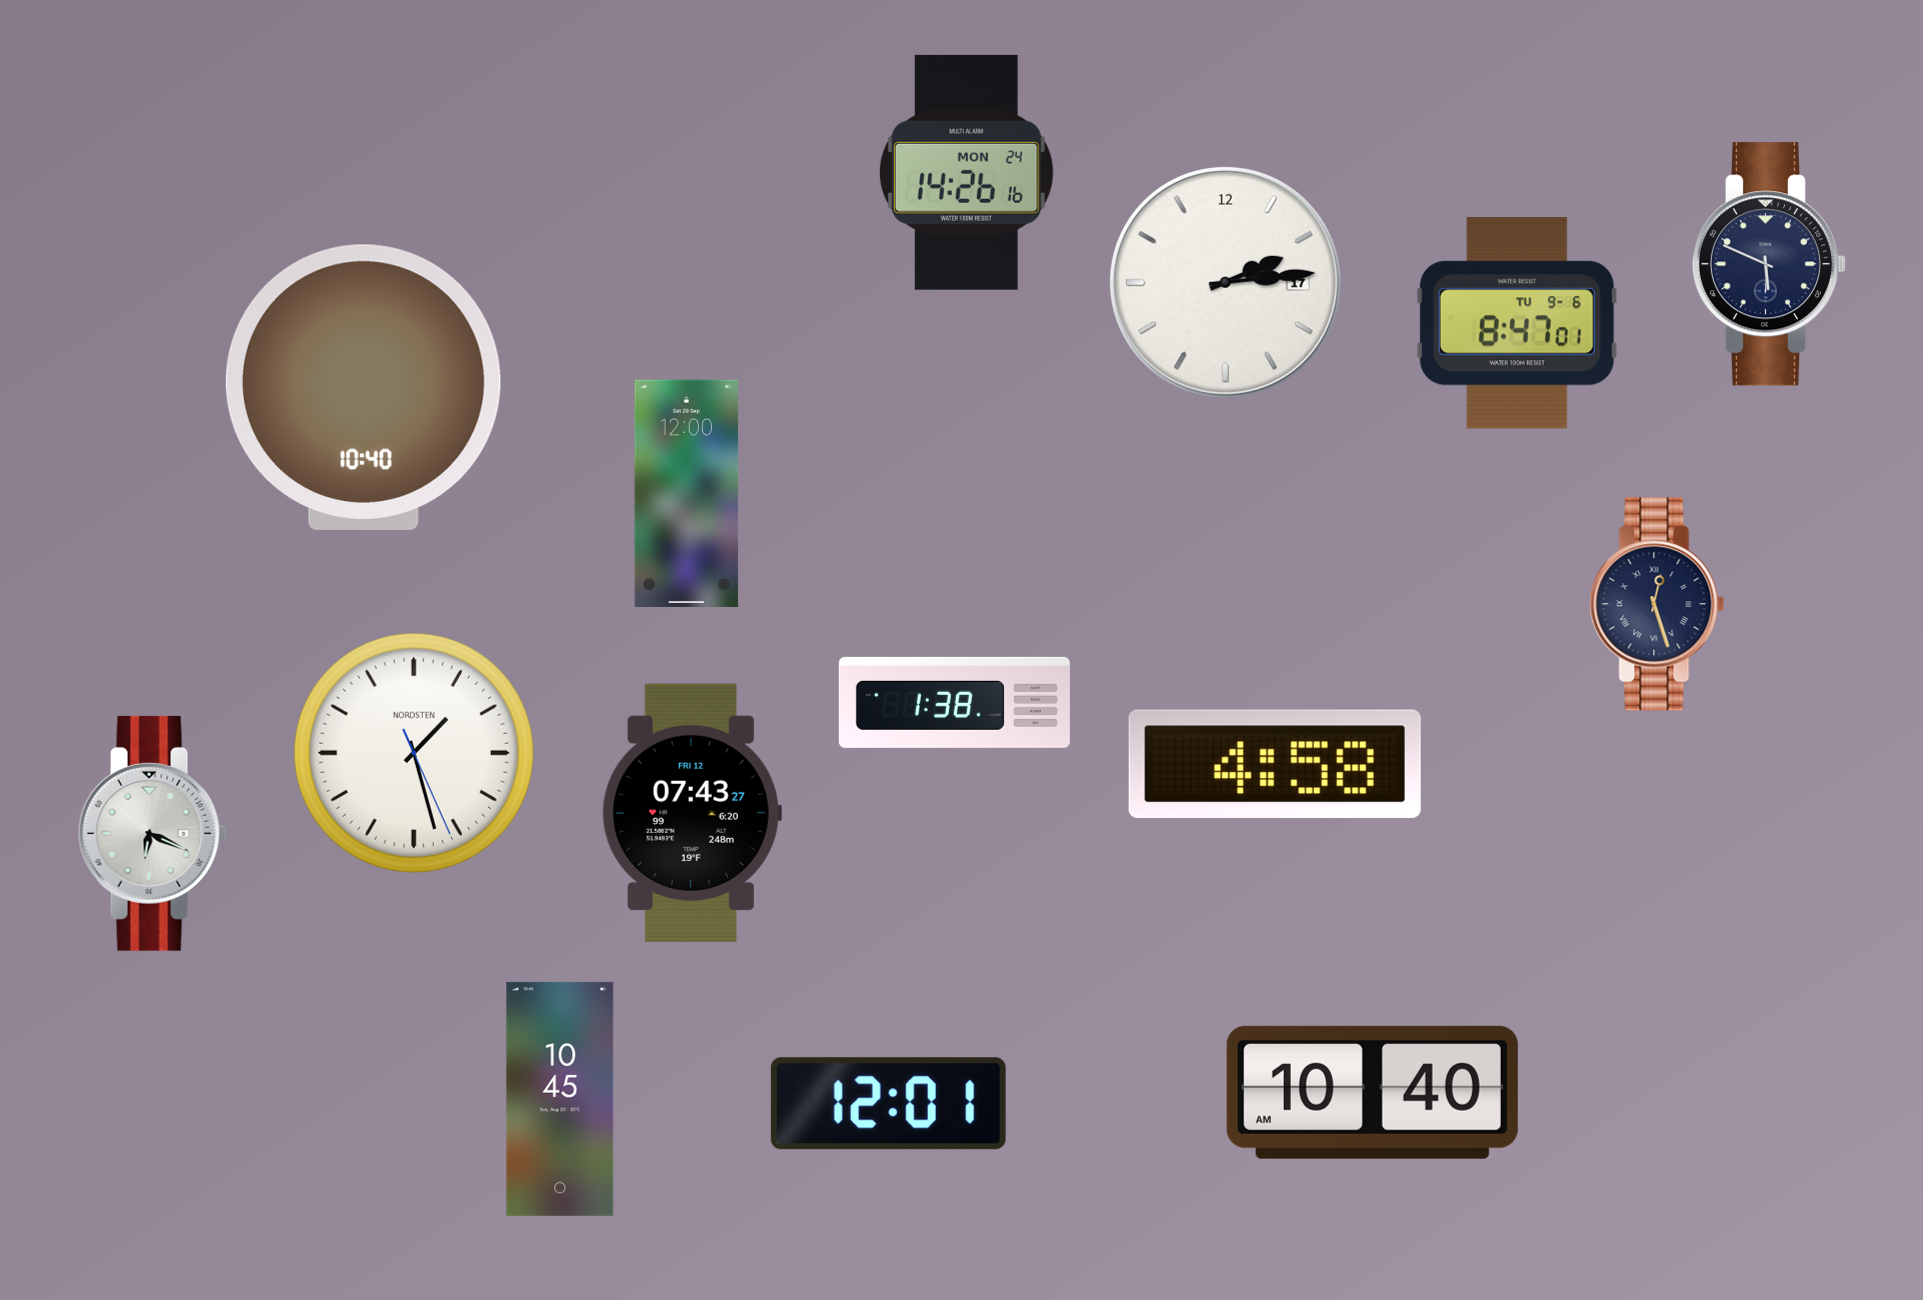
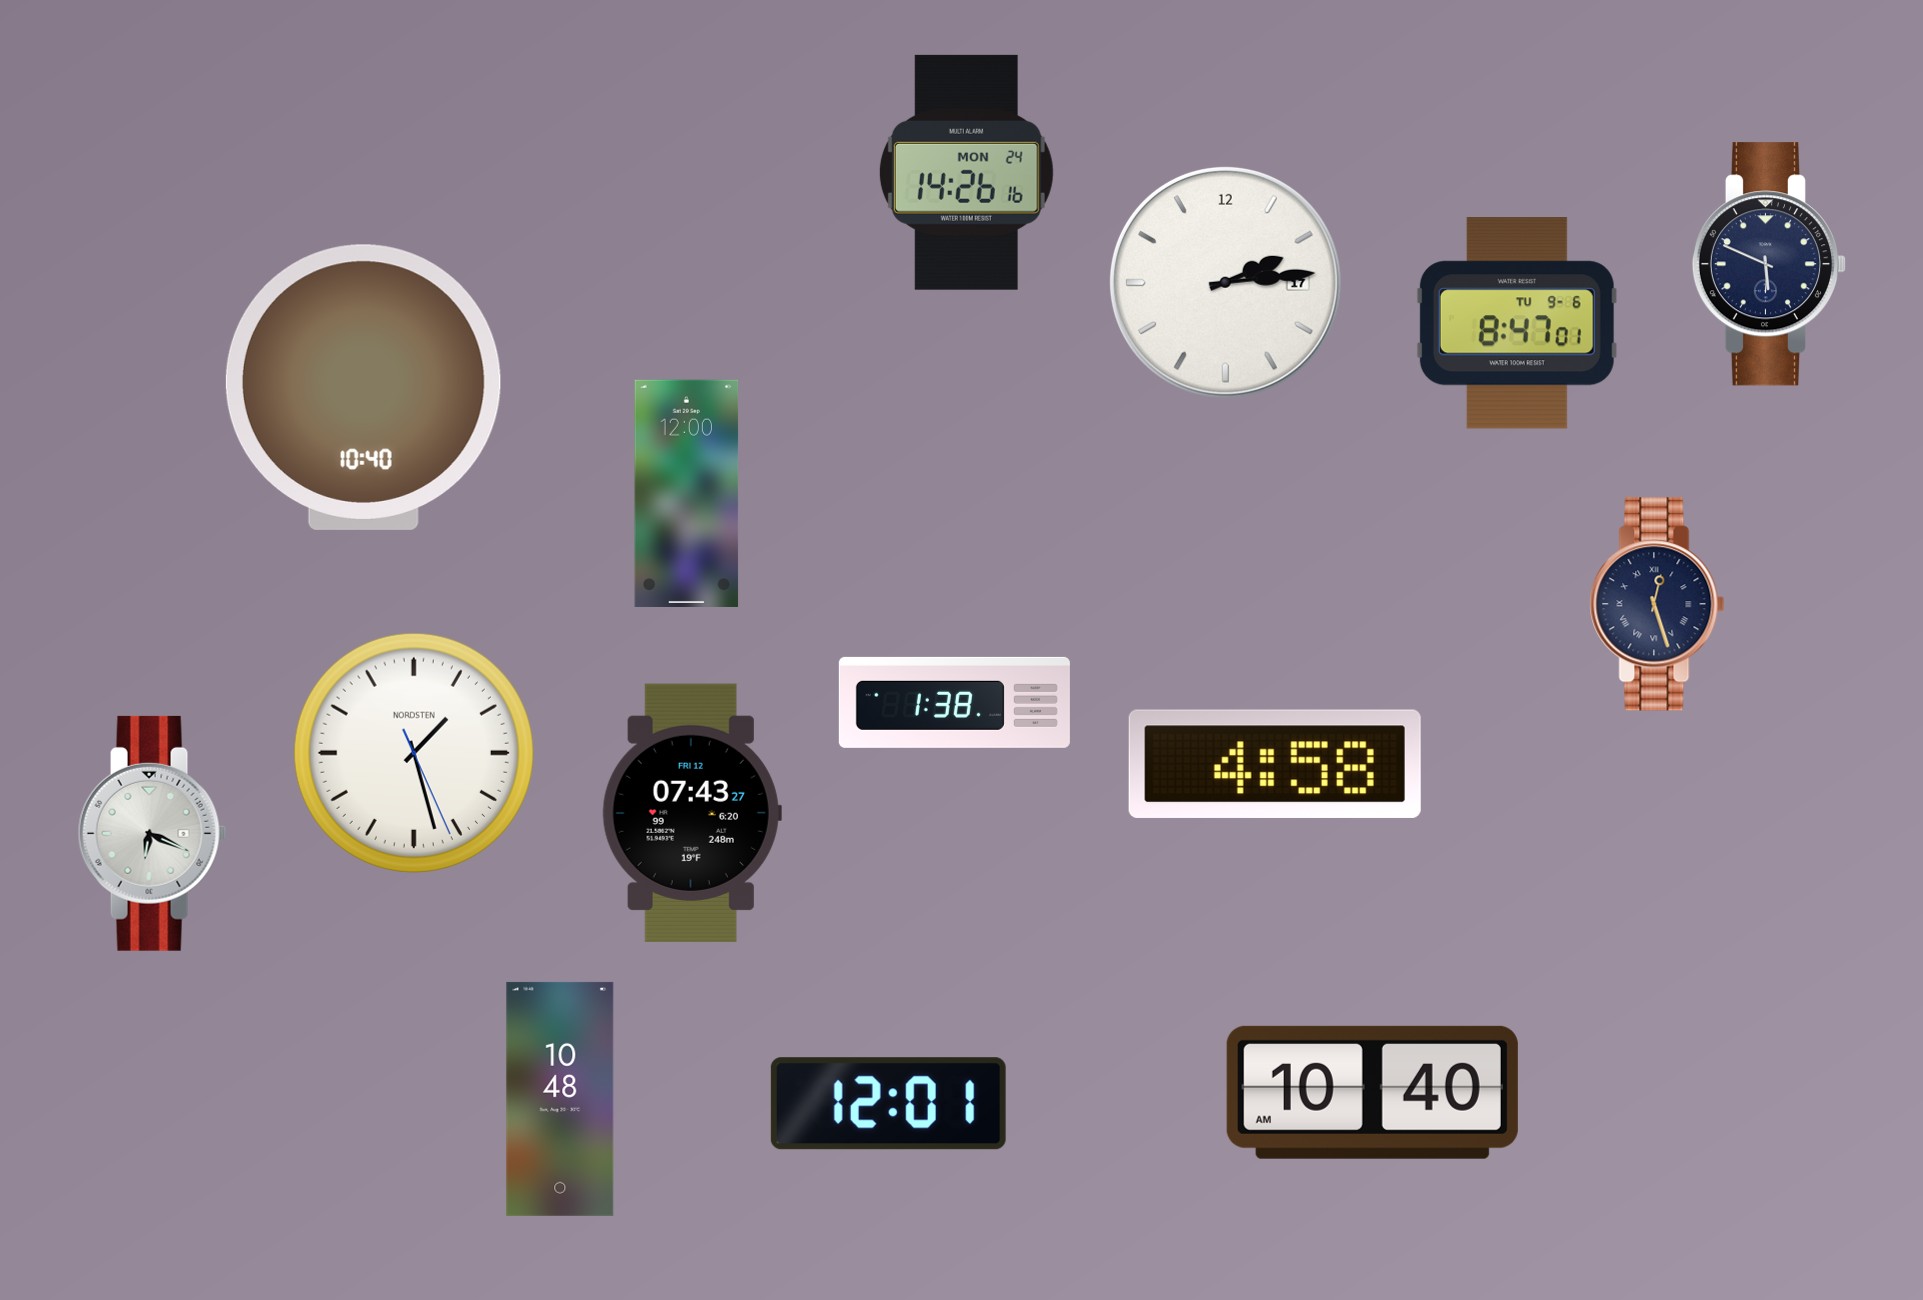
clock at (560, 1099): 10:45 -> 10:48
